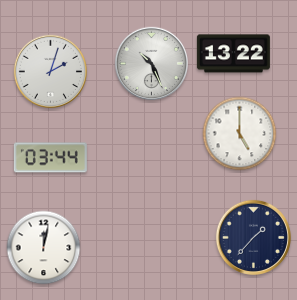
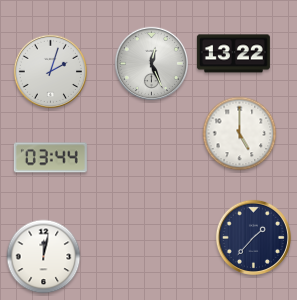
clock at (151, 63): 10:26 -> 12:26
clock at (44, 248) position: (44, 248) -> (44, 257)
